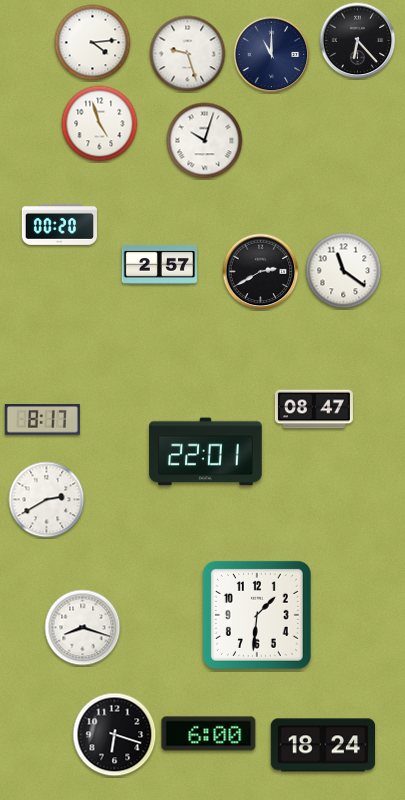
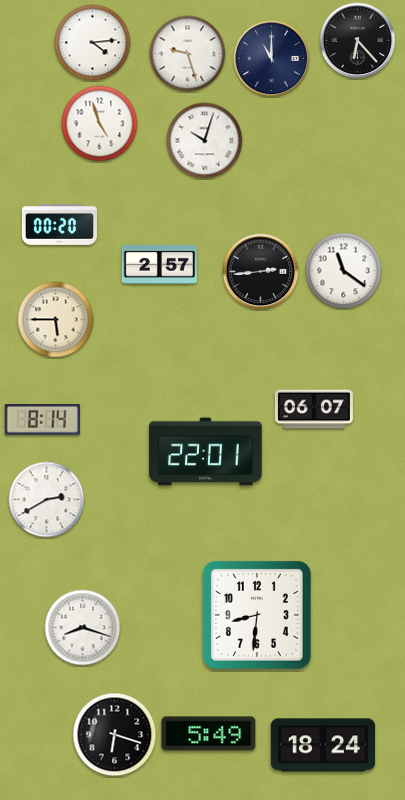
clock at (272, 55) position: (272, 55) -> (272, 59)
clock at (261, 272): 2:40 -> 2:44
clock at (56, 320): none -> 5:45
clock at (314, 409): 08:47 -> 06:07
clock at (42, 420): 8:17 -> 8:14
clock at (257, 615): 1:31 -> 8:31
clock at (209, 734): 6:00 -> 5:49
